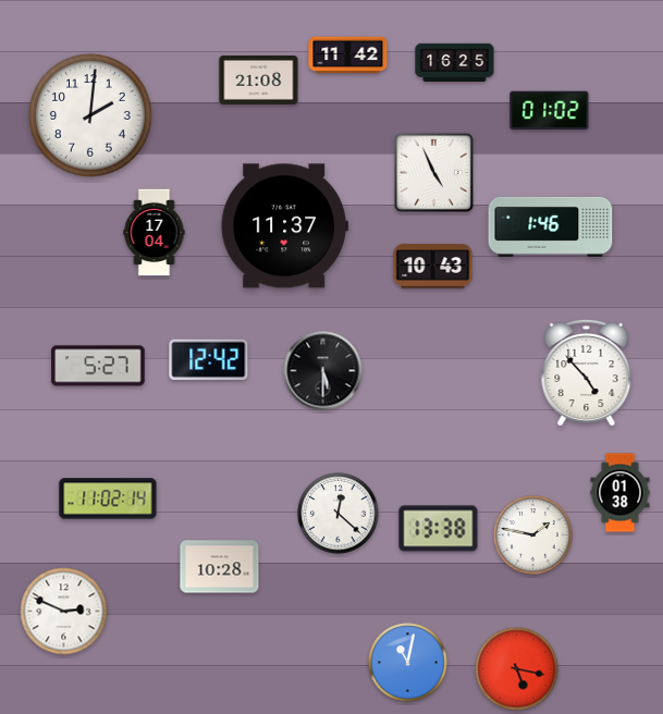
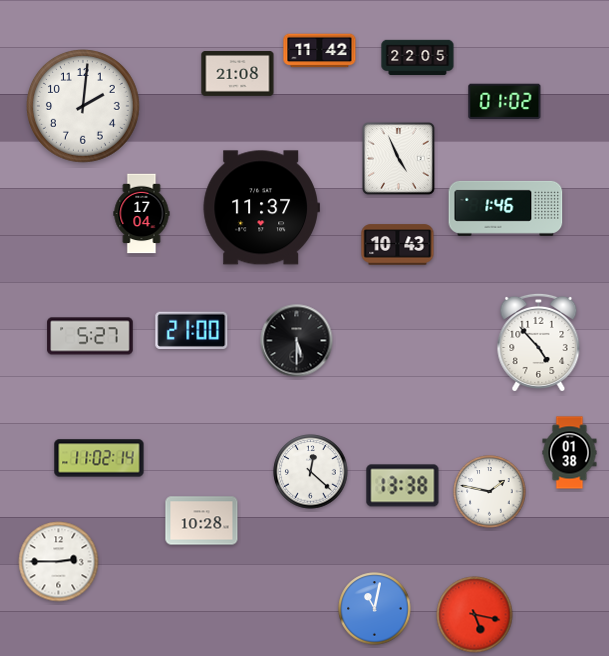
clock at (455, 62): 16:25 -> 22:05
clock at (209, 359): 12:42 -> 21:00
clock at (64, 612): 2:49 -> 2:45
